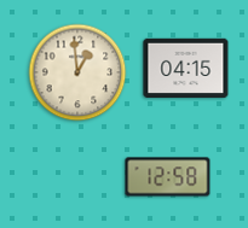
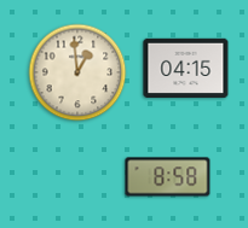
clock at (168, 177): 12:58 -> 8:58
